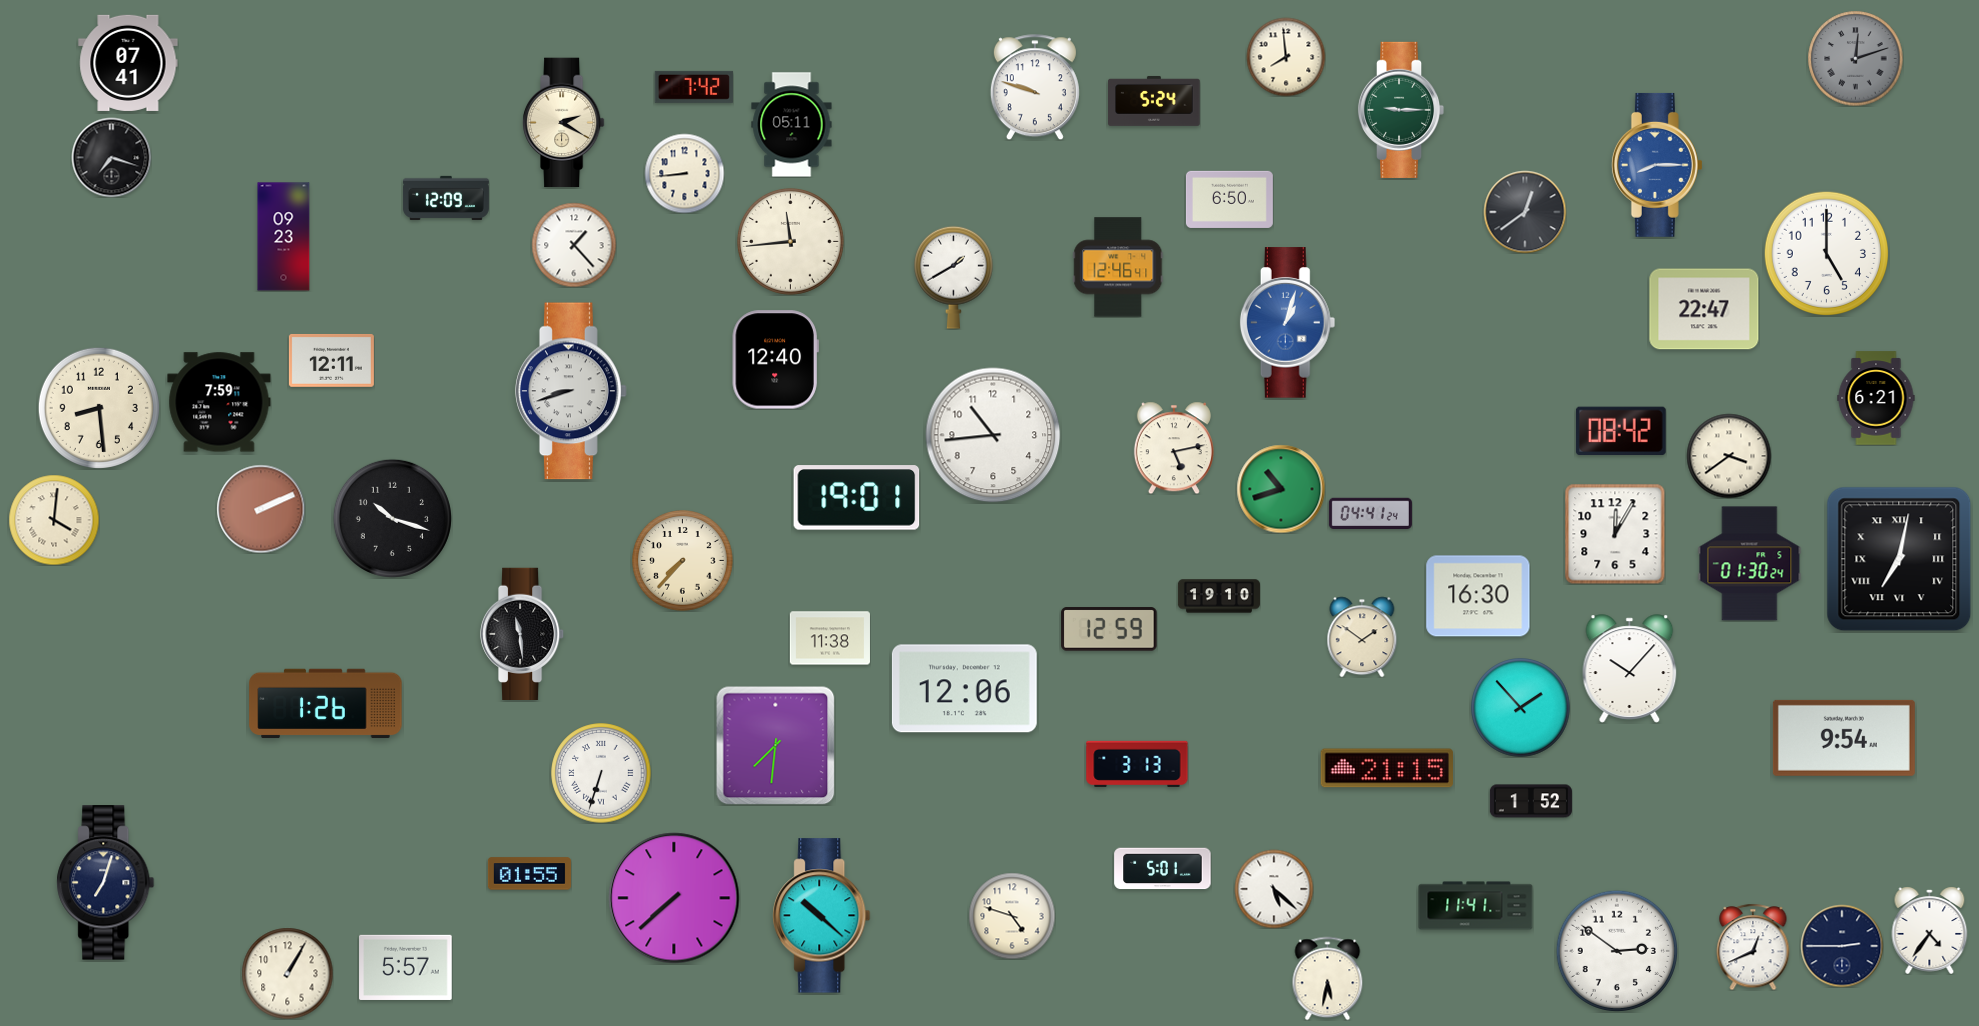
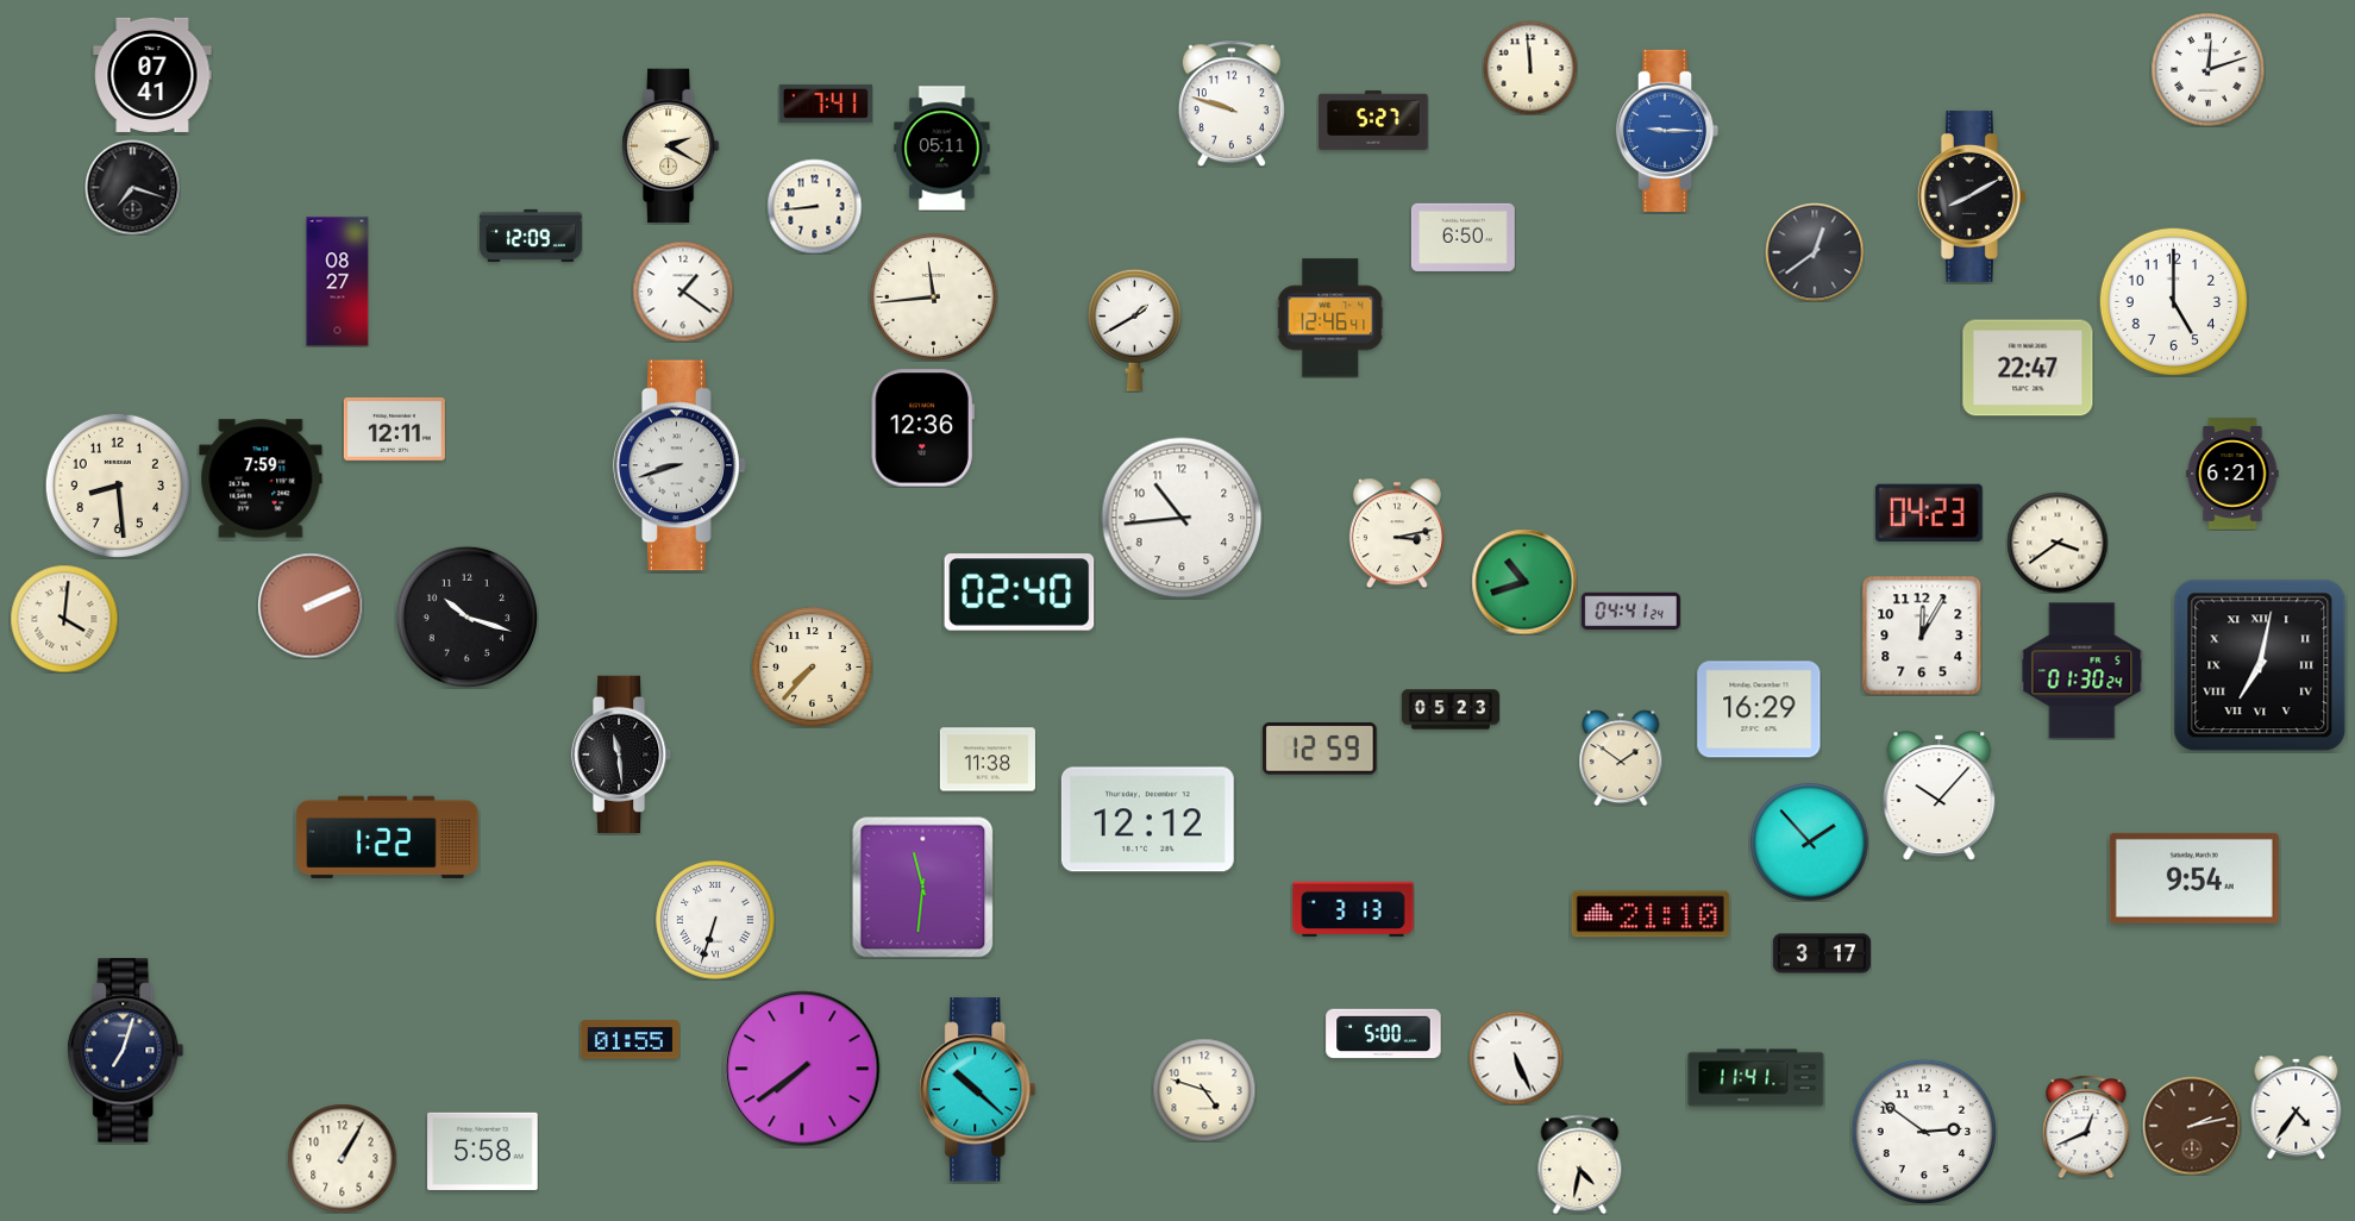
clock at (1286, 57): 7:59 -> 11:59
clock at (1855, 58) dial: grey -> white
clock at (694, 87): 7:42 -> 7:41
clock at (1154, 101): 5:24 -> 5:27
clock at (1401, 110) dial: green -> blue
clock at (1657, 165): 8:15 -> 8:10
clock at (1657, 165) dial: blue -> black
clock at (284, 237): 09:23 -> 08:27
clock at (790, 241) position: (790, 241) -> (933, 296)
clock at (574, 245): 1:23 -> 1:21
clock at (1288, 323): 1:03 -> none
clock at (775, 360): 12:40 -> 12:36
clock at (1621, 430): 08:42 -> 04:23
clock at (1174, 448): 5:13 -> 3:13
clock at (857, 498): 19:01 -> 02:40
clock at (1219, 596): 19:10 -> 05:23
clock at (1478, 596): 16:30 -> 16:29
clock at (964, 689): 12:06 -> 12:12
clock at (326, 704): 1:26 -> 1:22
clock at (775, 745): 7:31 -> 11:31
clock at (1387, 768): 21:15 -> 21:10
clock at (1531, 801): 1:52 -> 3:17
clock at (1163, 869): 5:01 -> 5:00
clock at (1274, 889): 5:22 -> 5:26
clock at (674, 898): 7:38 -> 7:39
clock at (1842, 946): 2:45 -> 2:13
clock at (1842, 946) dial: navy -> brown
clock at (406, 967): 5:57 -> 5:58
clock at (1328, 978): 5:32 -> 4:32
